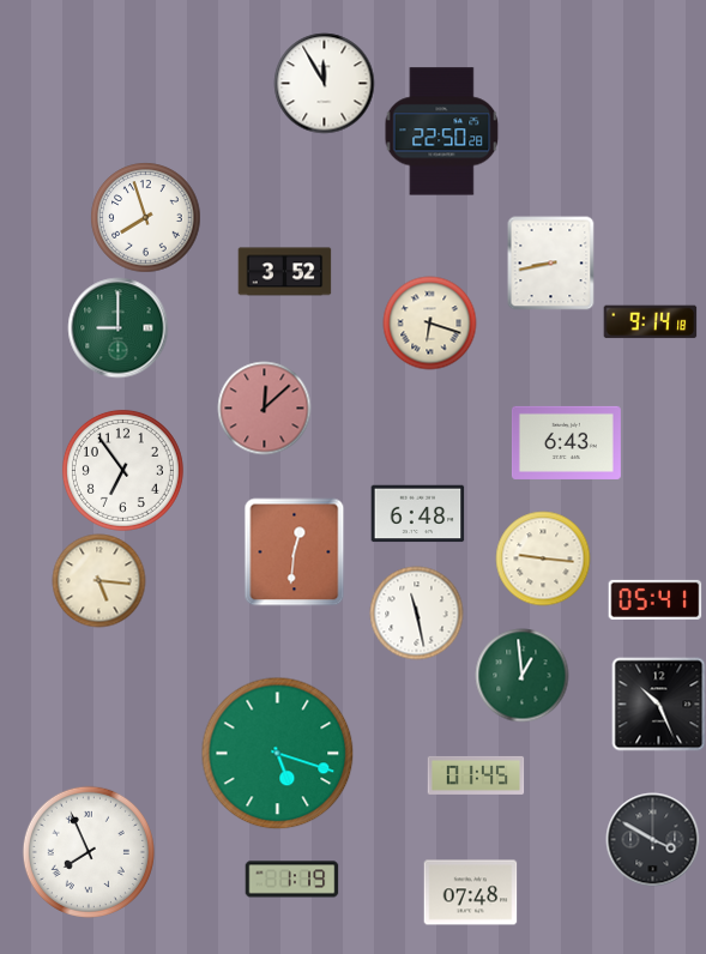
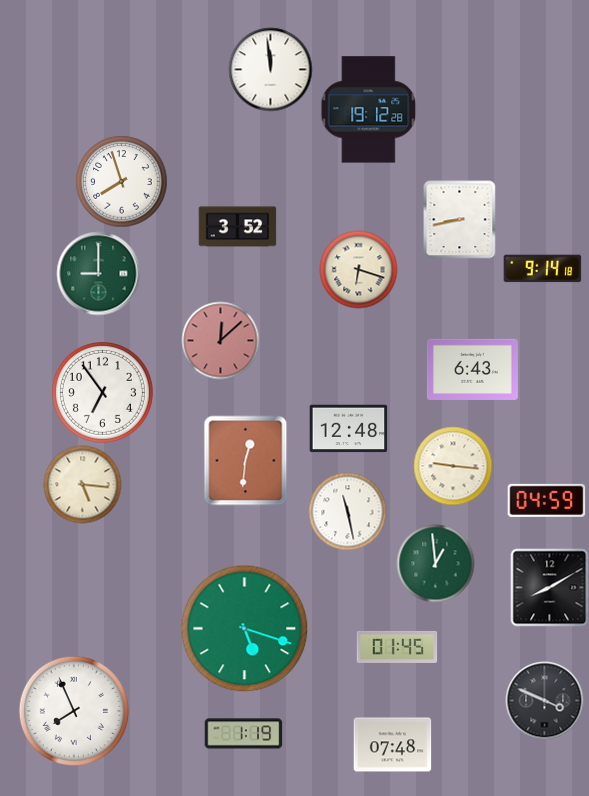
clock at (324, 83): 11:55 -> 11:59
clock at (442, 132): 22:50 -> 19:12
clock at (417, 514): 6:48 -> 12:48
clock at (654, 599): 05:41 -> 04:59
clock at (658, 704): 10:26 -> 8:10
clock at (277, 753) position: (277, 753) -> (244, 628)
clock at (652, 839): 3:50 -> 3:49
